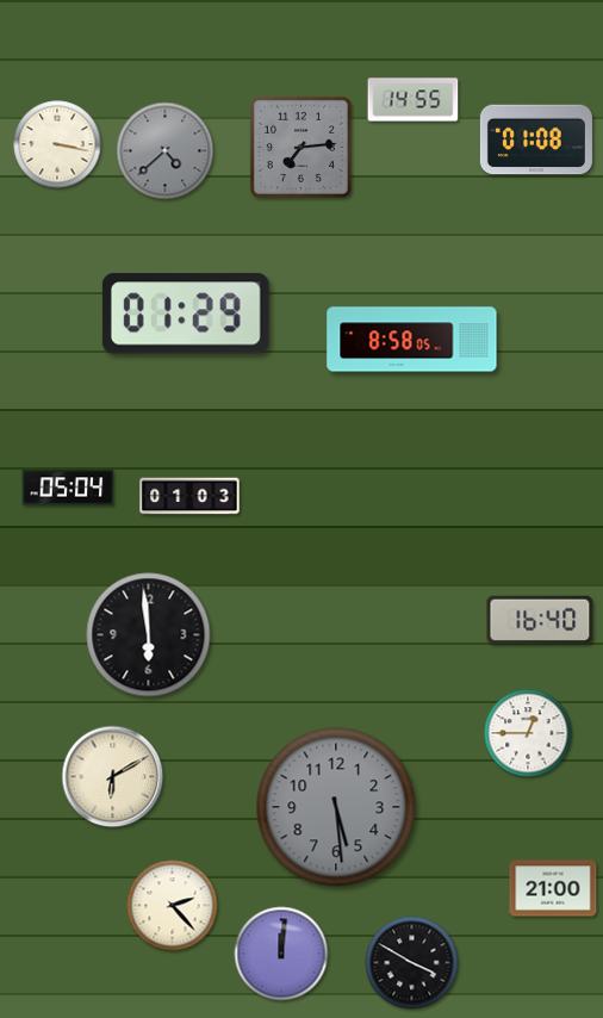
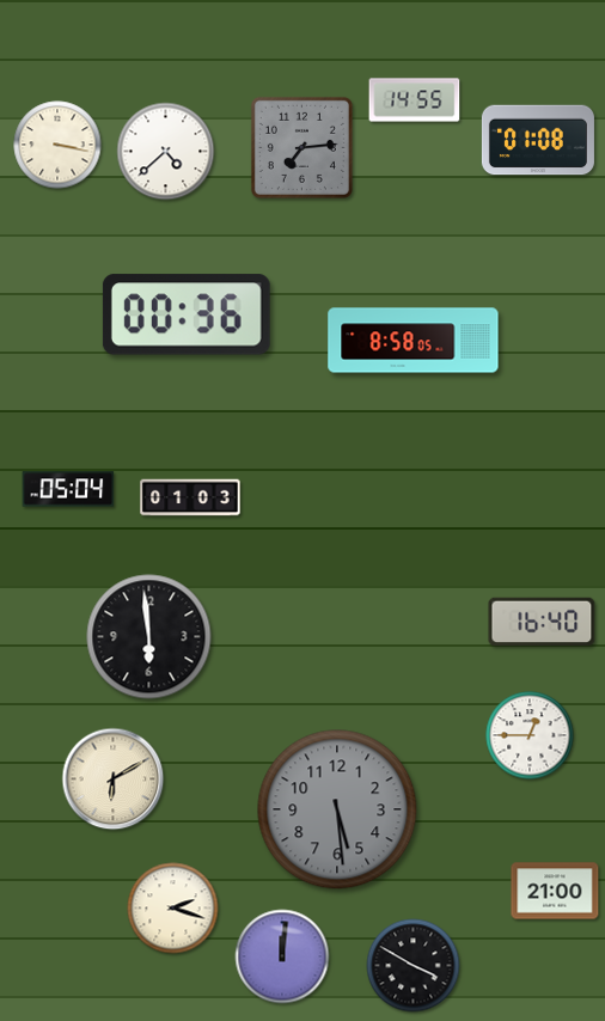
clock at (166, 151) dial: grey -> white
clock at (186, 314): 01:29 -> 00:36
clock at (173, 906): 2:23 -> 2:18
